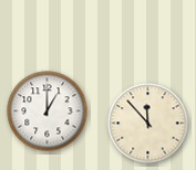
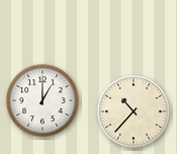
clock at (148, 124): 11:53 -> 10:37
